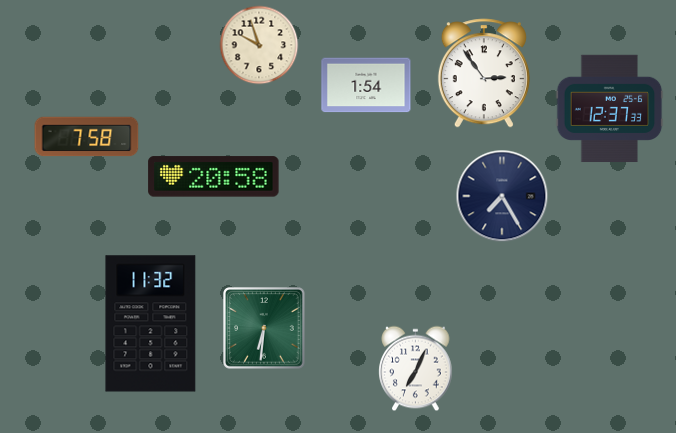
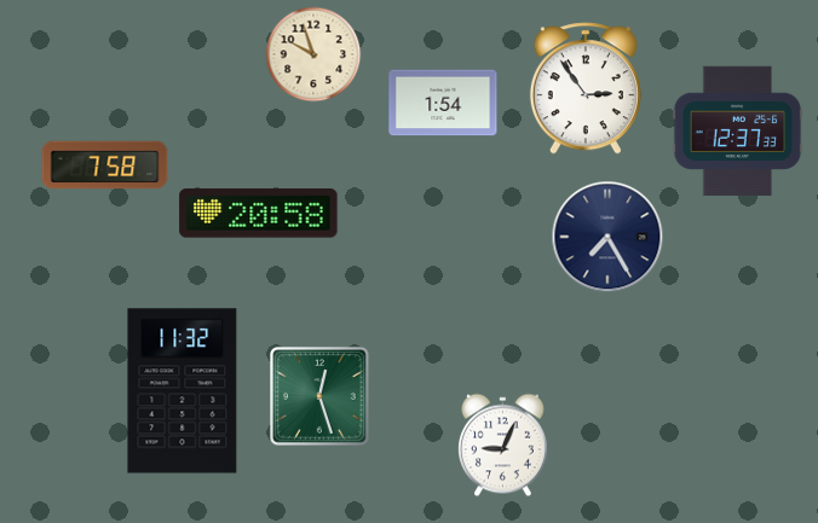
clock at (264, 328): 6:31 -> 12:27
clock at (416, 368): 7:04 -> 9:04
